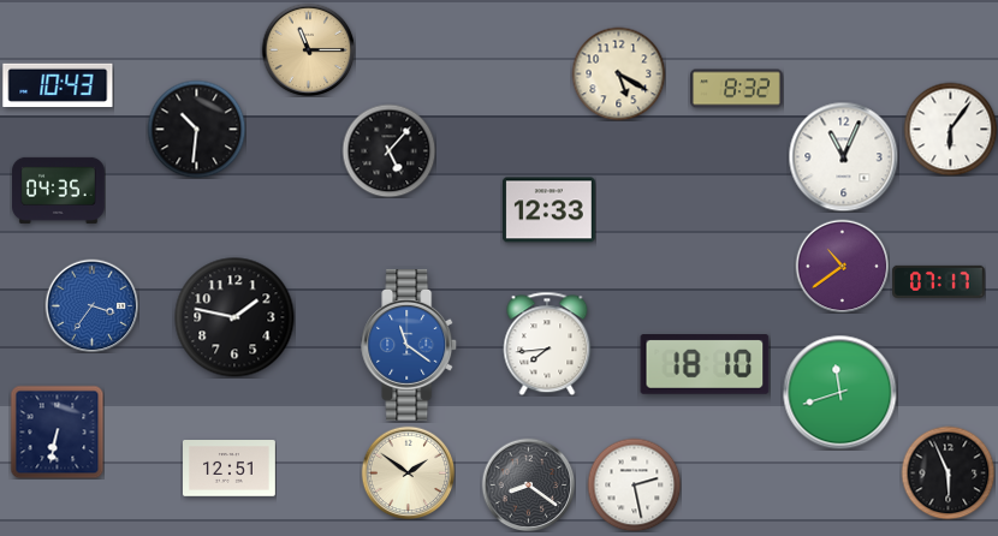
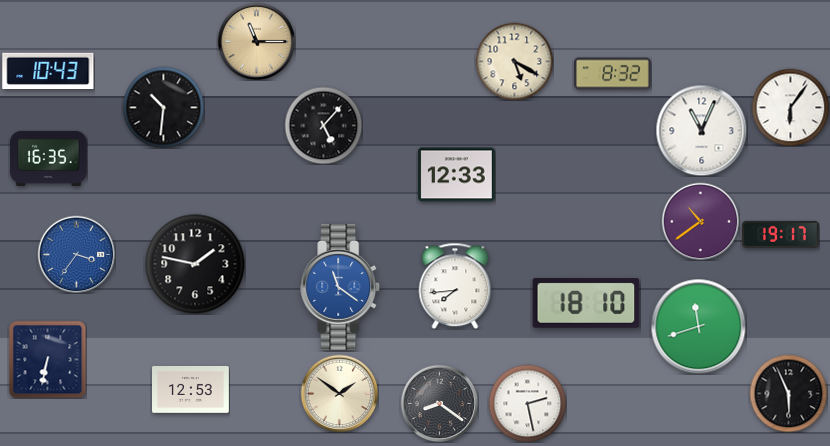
clock at (59, 190): 04:35 -> 16:35
clock at (939, 281): 07:17 -> 19:17
clock at (230, 469): 12:51 -> 12:53
